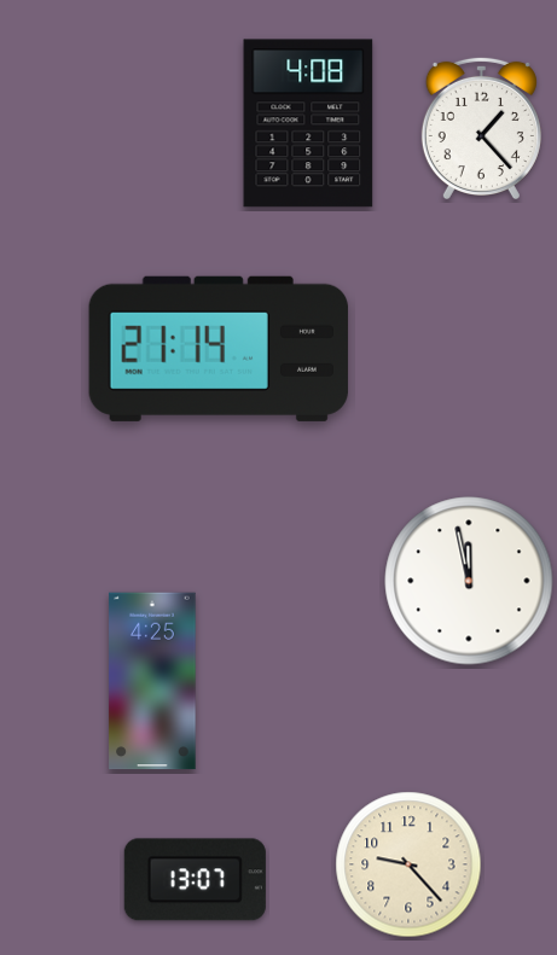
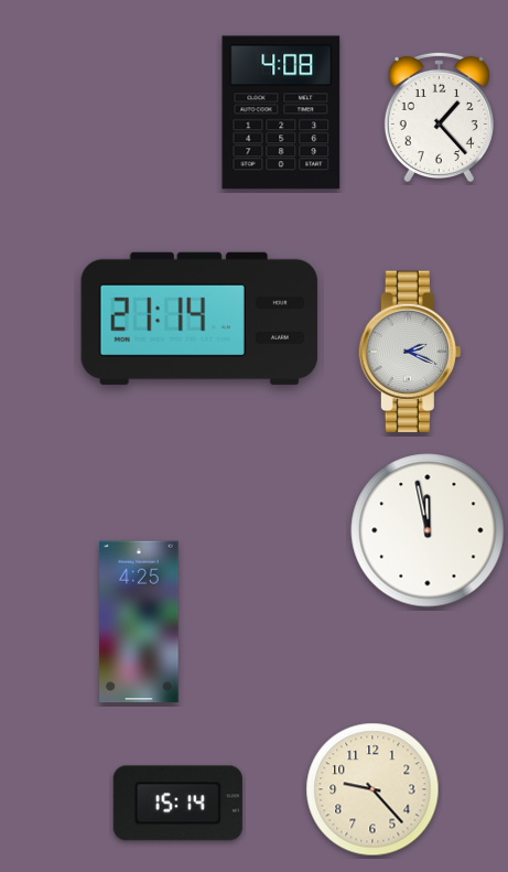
clock at (410, 352): none -> 2:19
clock at (195, 880): 13:07 -> 15:14
